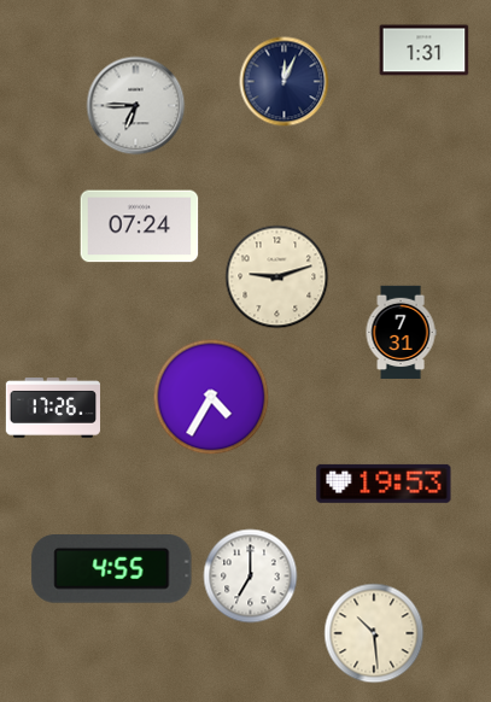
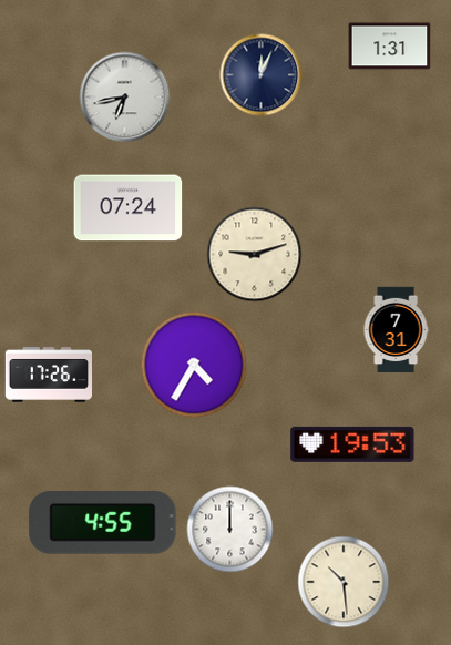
clock at (136, 106): 6:45 -> 6:43
clock at (401, 333) position: (401, 333) -> (396, 330)
clock at (251, 577): 7:00 -> 12:00
